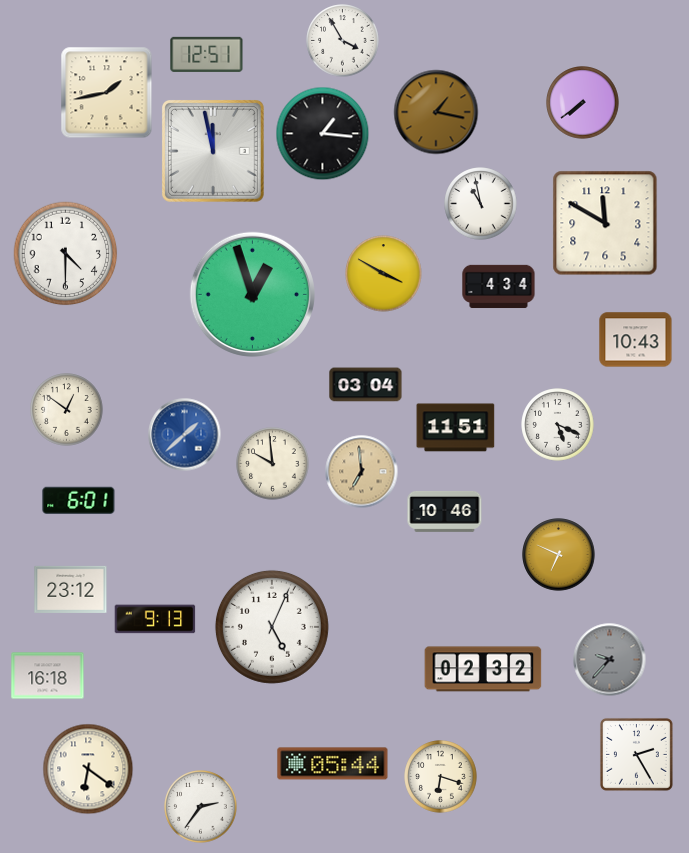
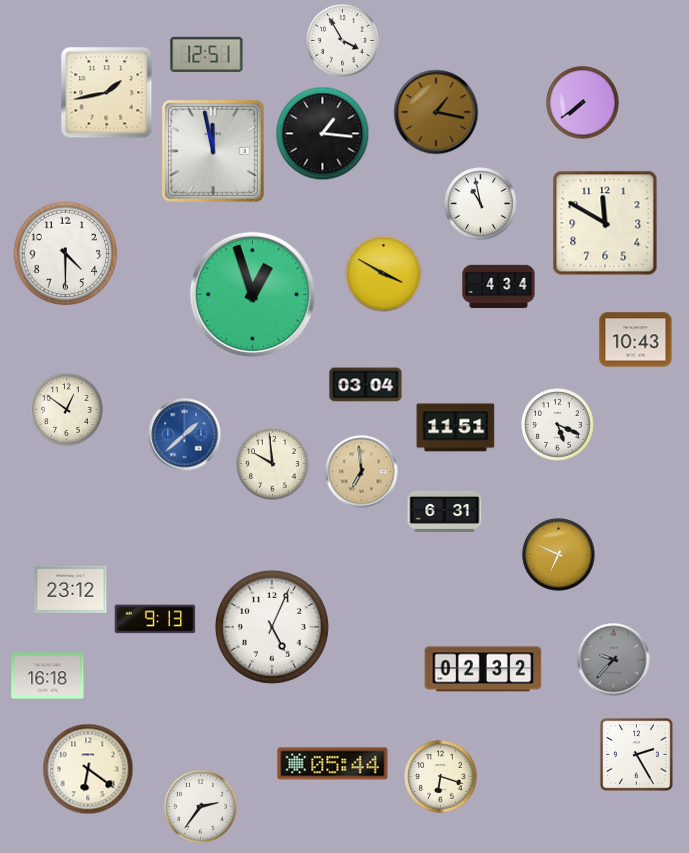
clock at (79, 500): 6:01 -> none
clock at (445, 511): 10:46 -> 6:31
clock at (610, 660) position: (610, 660) -> (614, 660)
